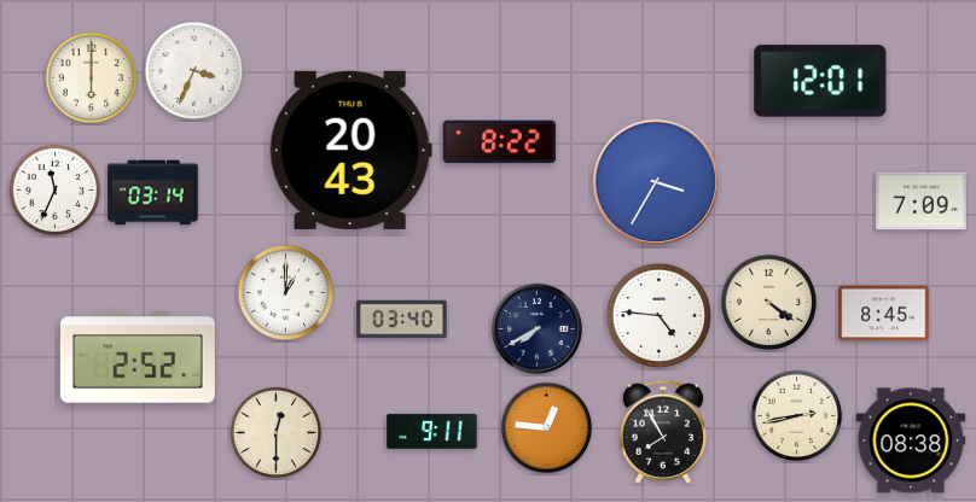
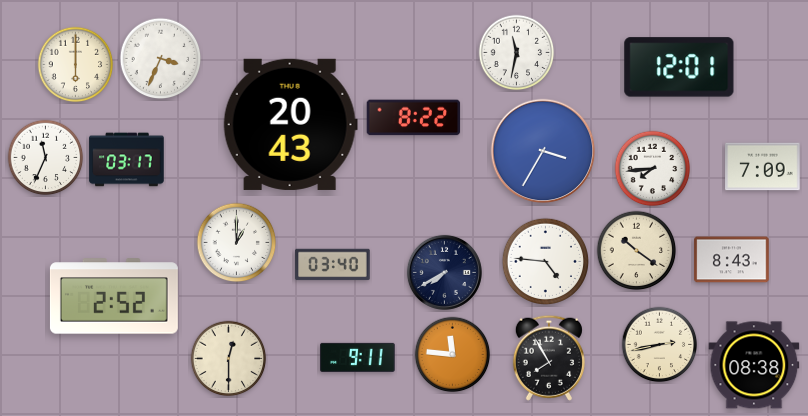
clock at (517, 53): none -> 11:32
clock at (153, 193): 03:14 -> 03:17
clock at (653, 169): none -> 7:44
clock at (769, 303): 4:21 -> 10:21
clock at (884, 314): 8:45 -> 8:43
clock at (547, 428): 12:46 -> 11:46
